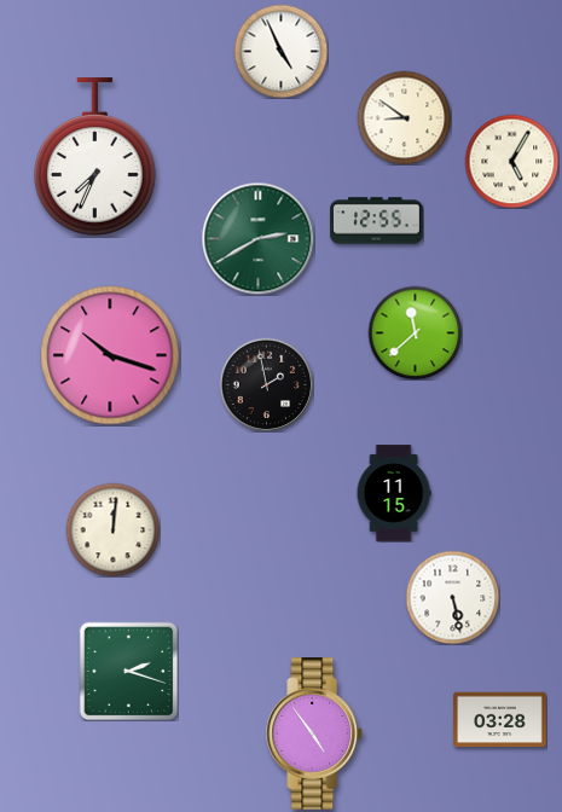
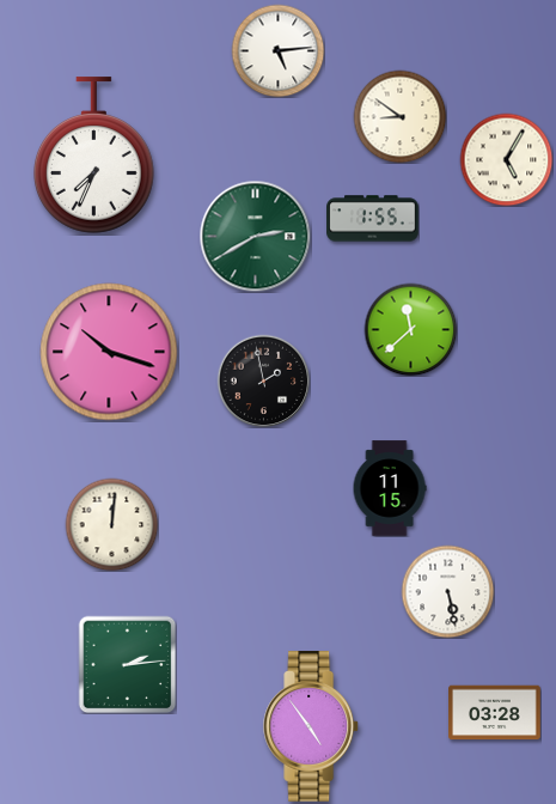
clock at (280, 51): 4:56 -> 5:14
clock at (377, 221): 12:55 -> 1:55
clock at (128, 671): 2:18 -> 2:14
